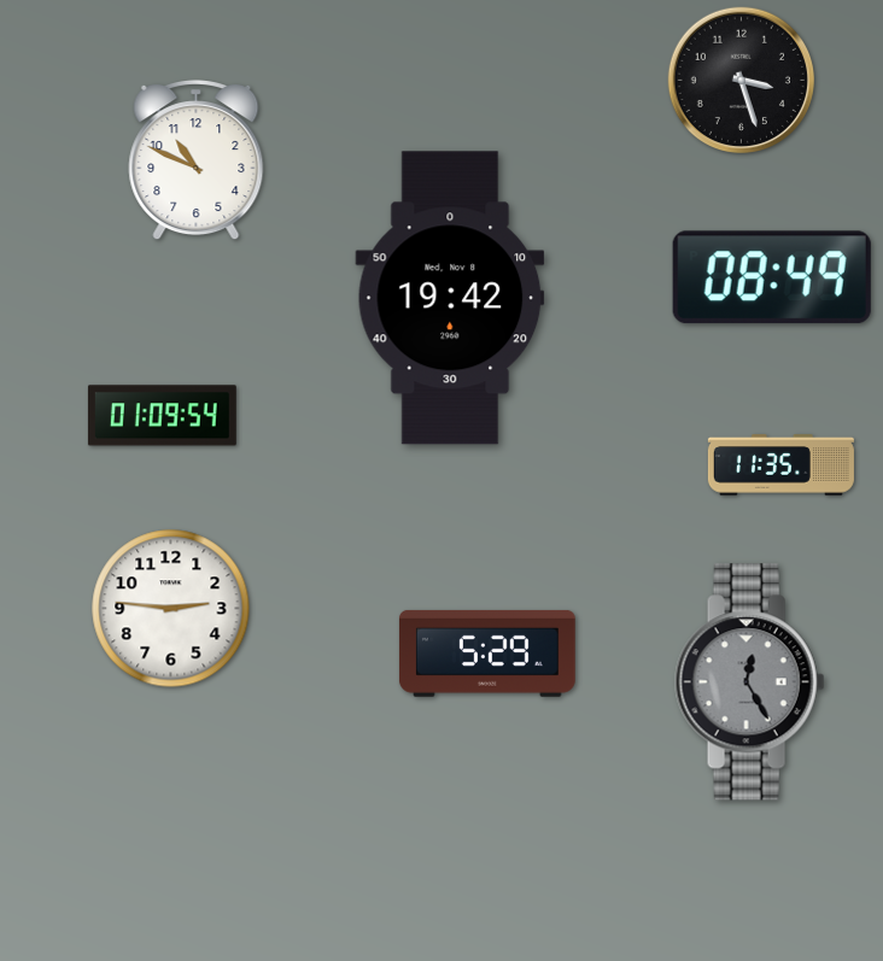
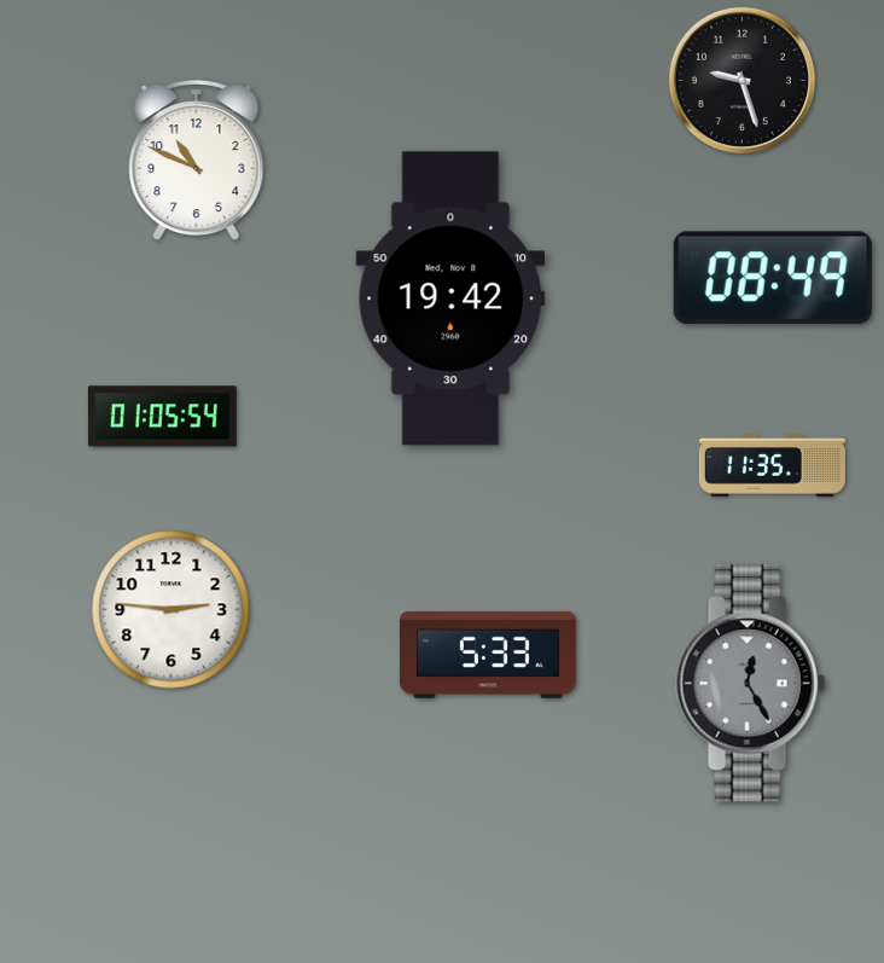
clock at (741, 80): 3:27 -> 9:27
clock at (162, 416): 01:09 -> 01:05
clock at (780, 465) position: (780, 465) -> (772, 466)
clock at (487, 654): 5:29 -> 5:33
